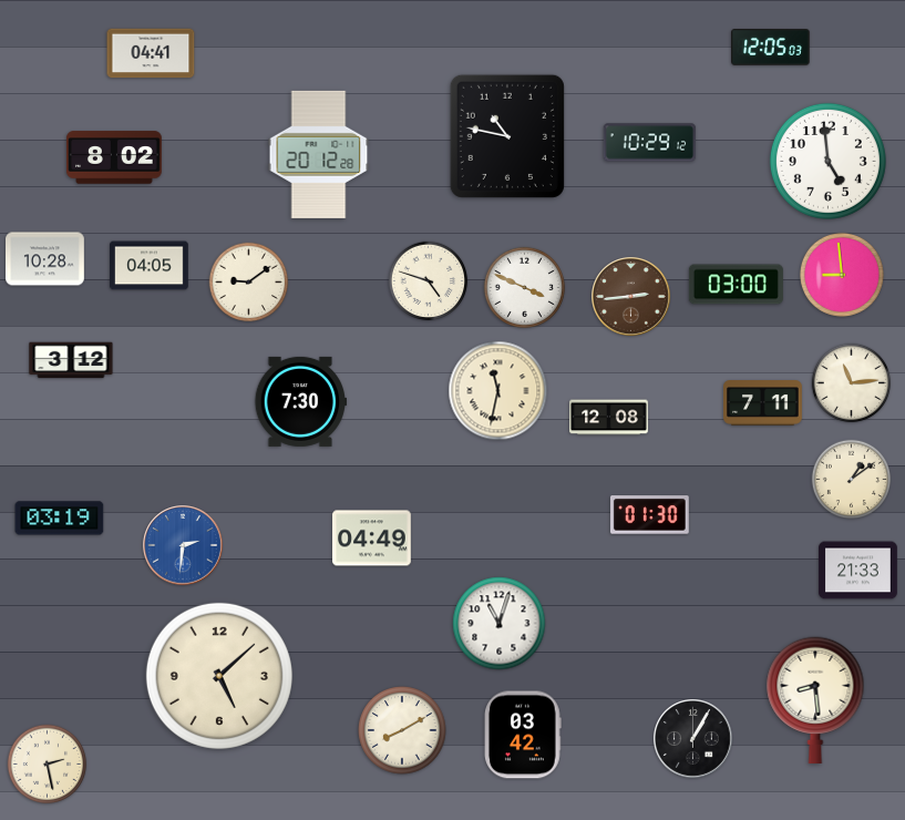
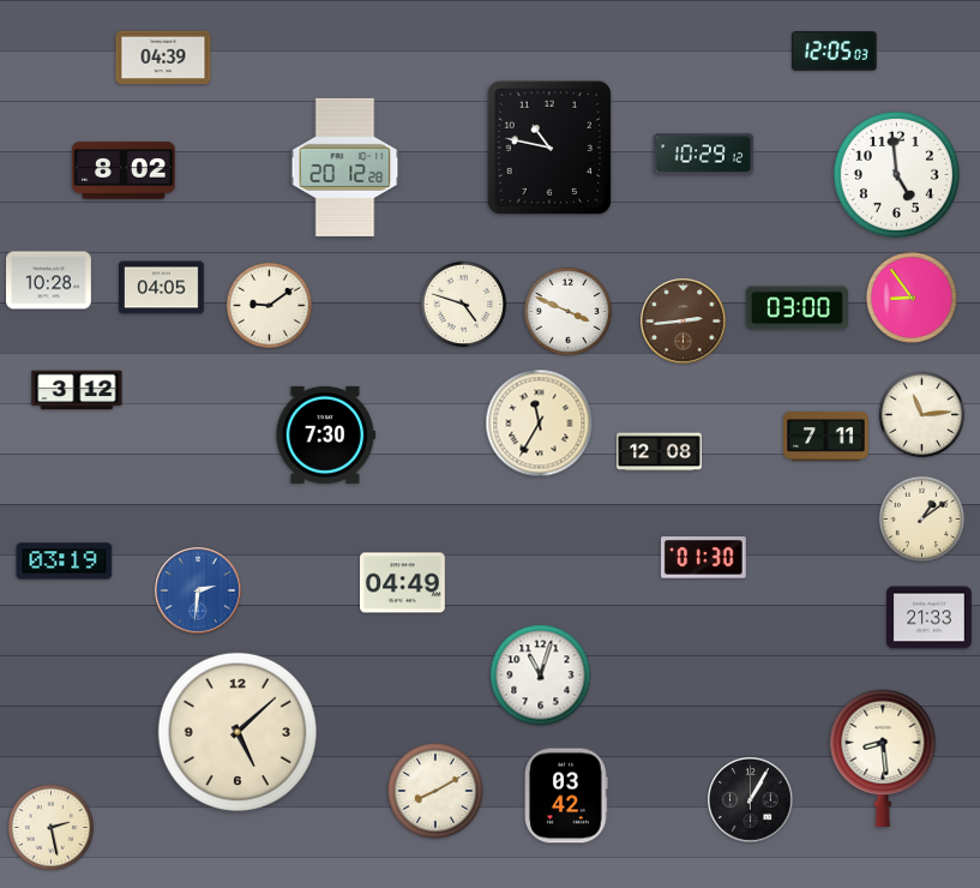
clock at (151, 53): 04:41 -> 04:39
clock at (842, 275): 8:59 -> 8:54
clock at (498, 391): 11:32 -> 11:35
